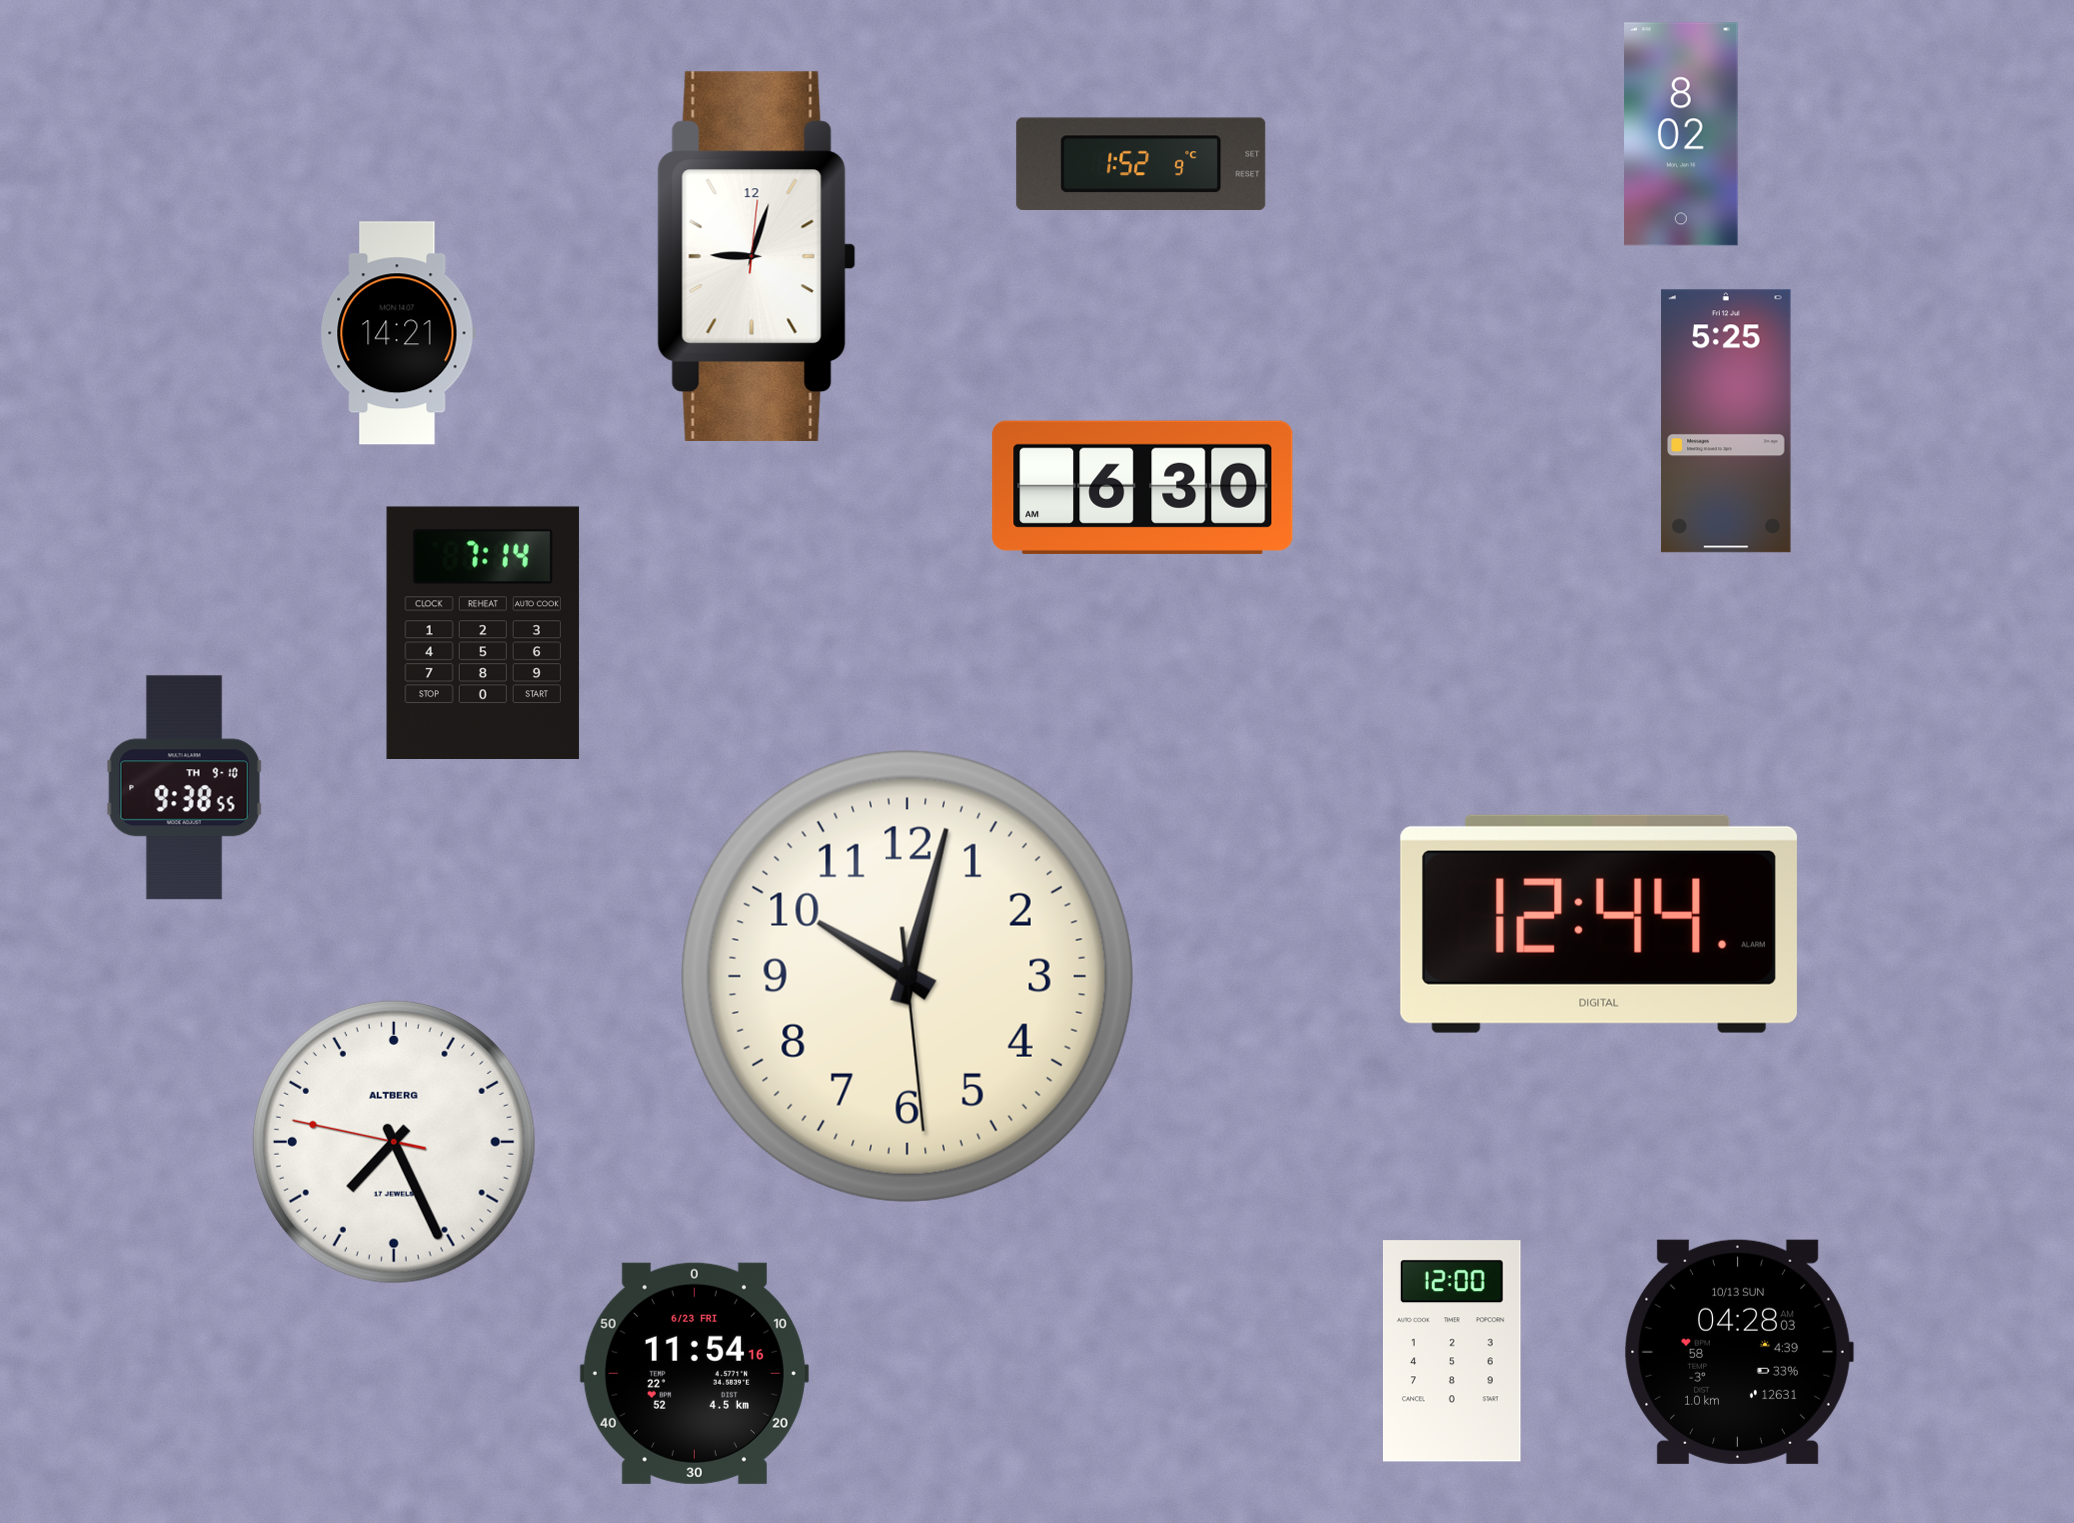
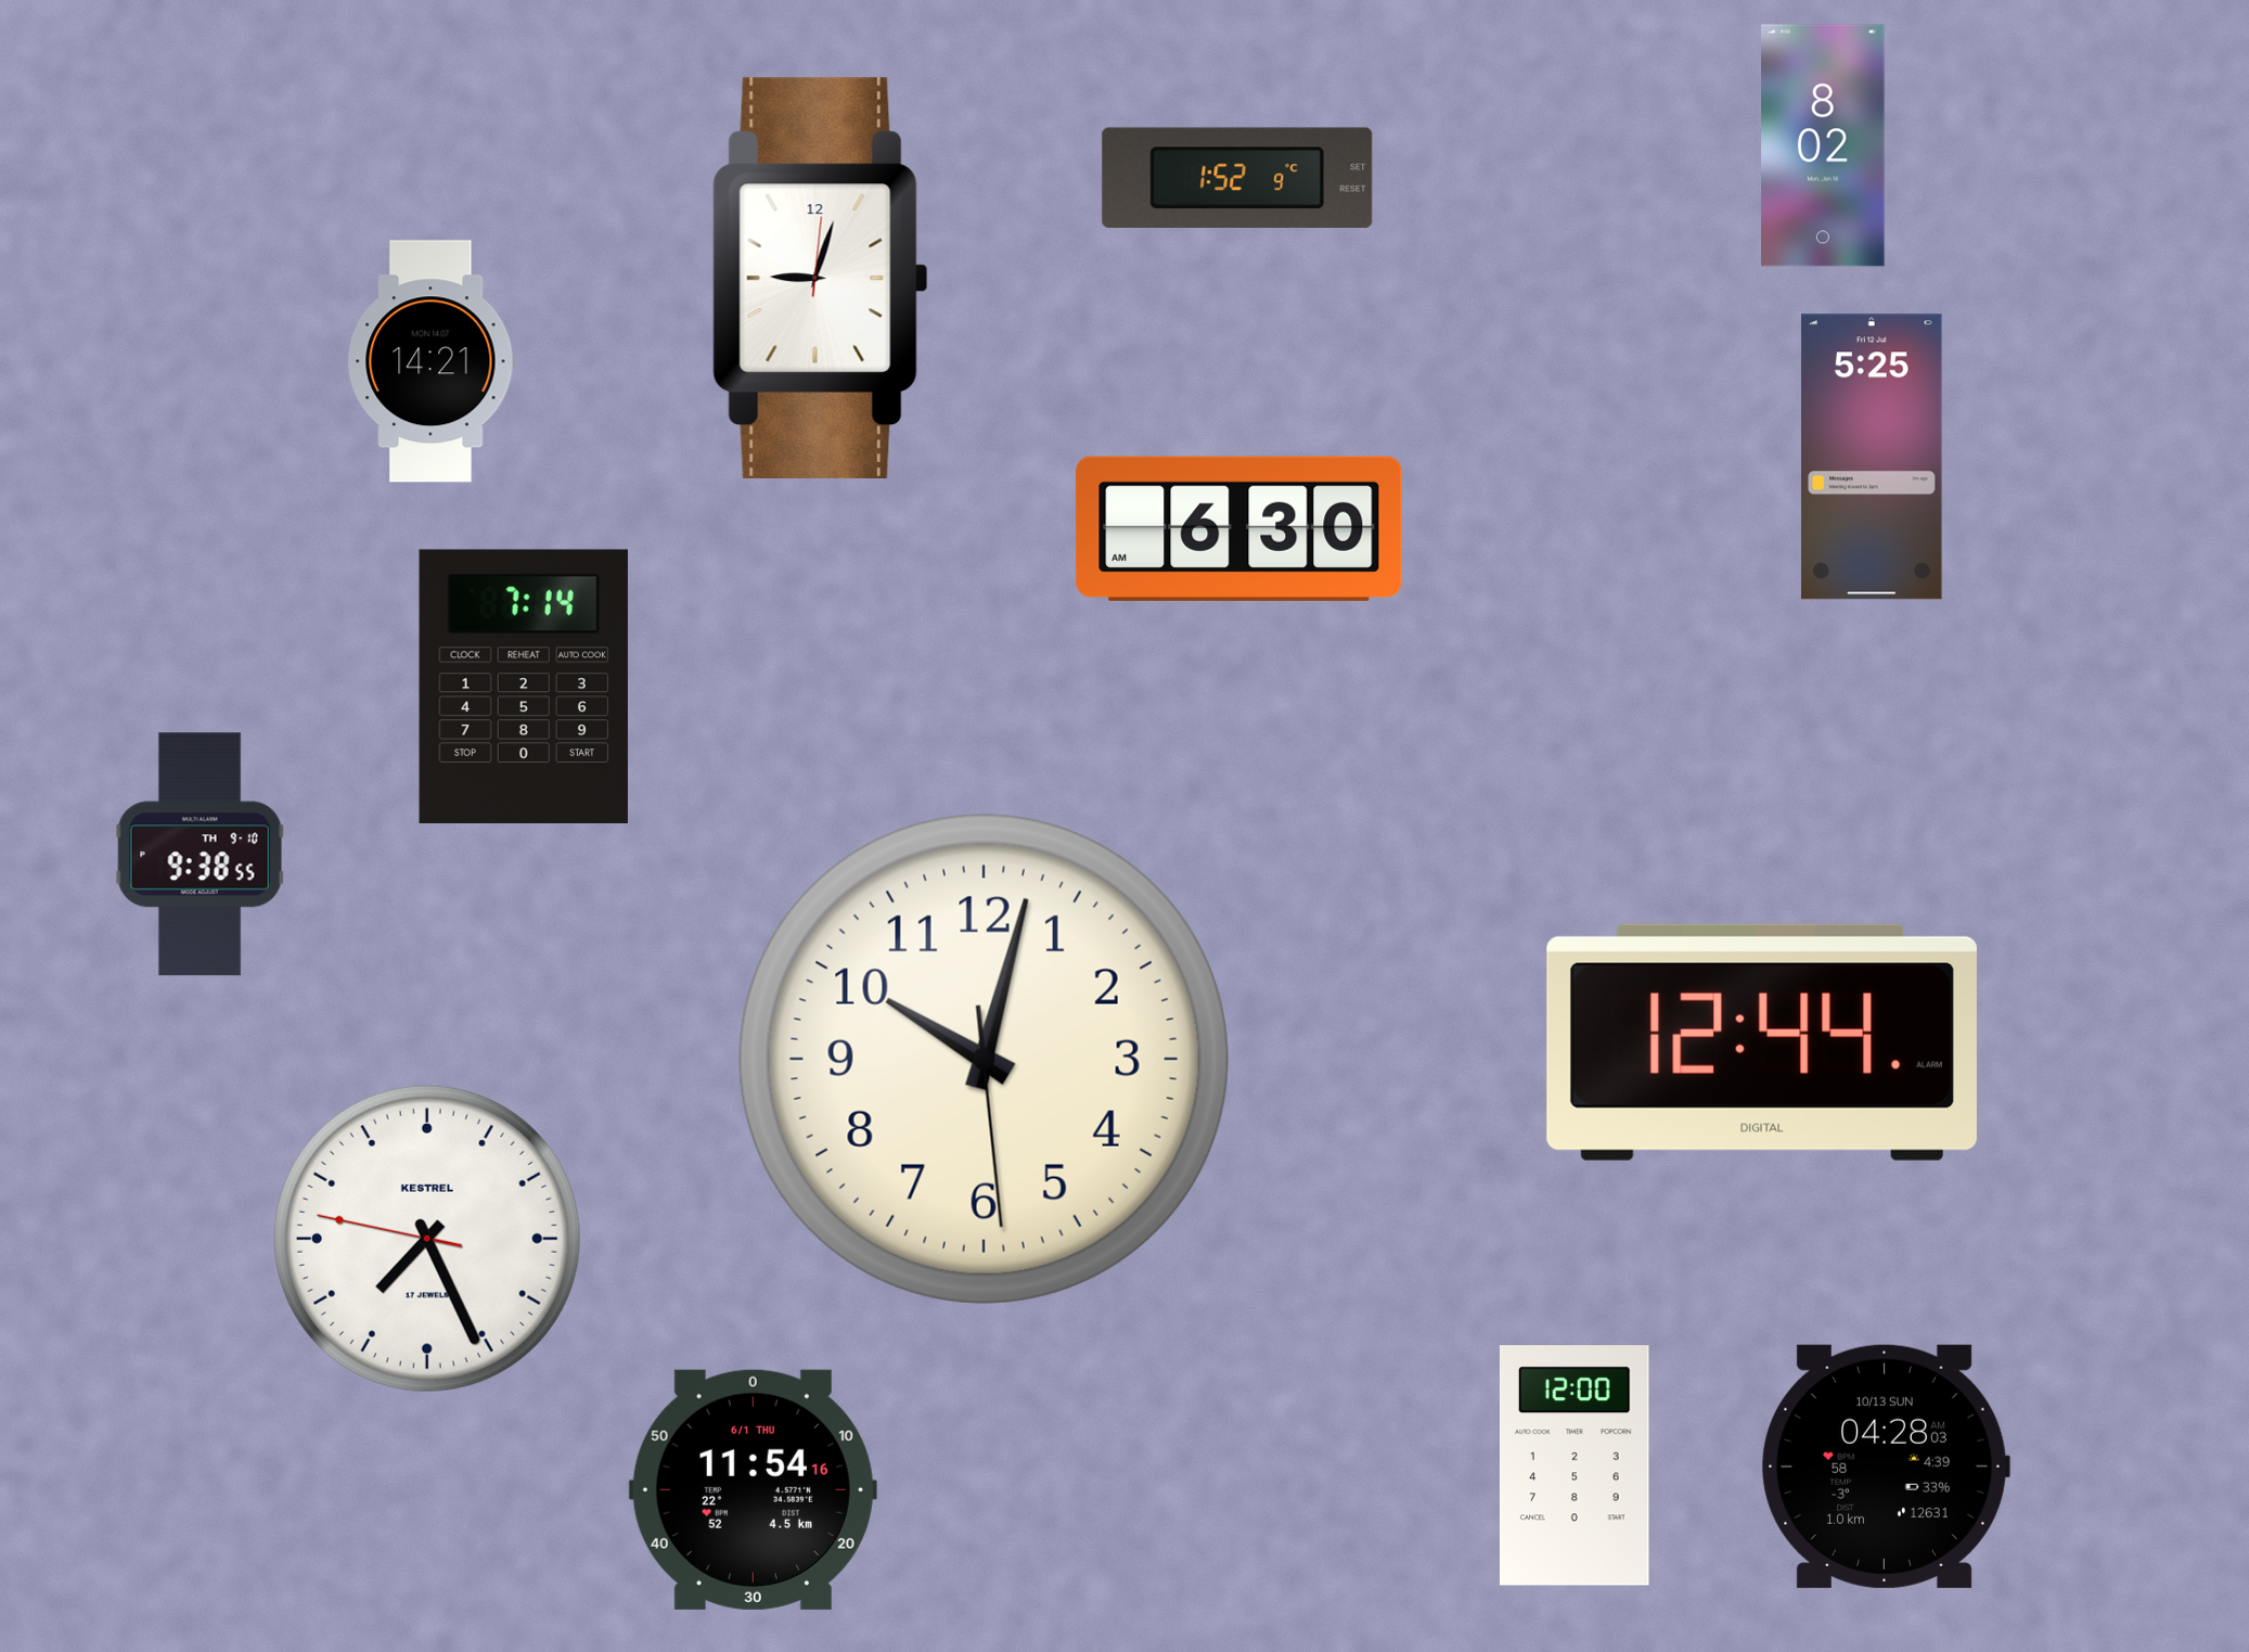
clock at (1599, 924) position: (1599, 924) -> (1762, 1042)
clock at (394, 1142) brand: ALTBERG -> KESTREL
clock at (694, 1373) date: 6/23 FRI -> 6/1 THU
